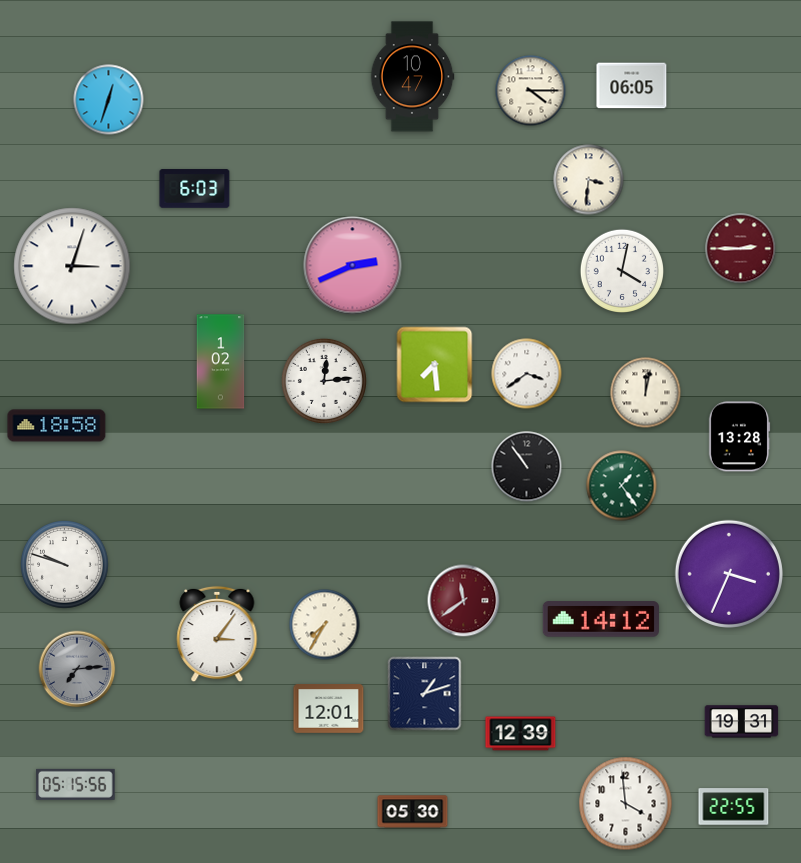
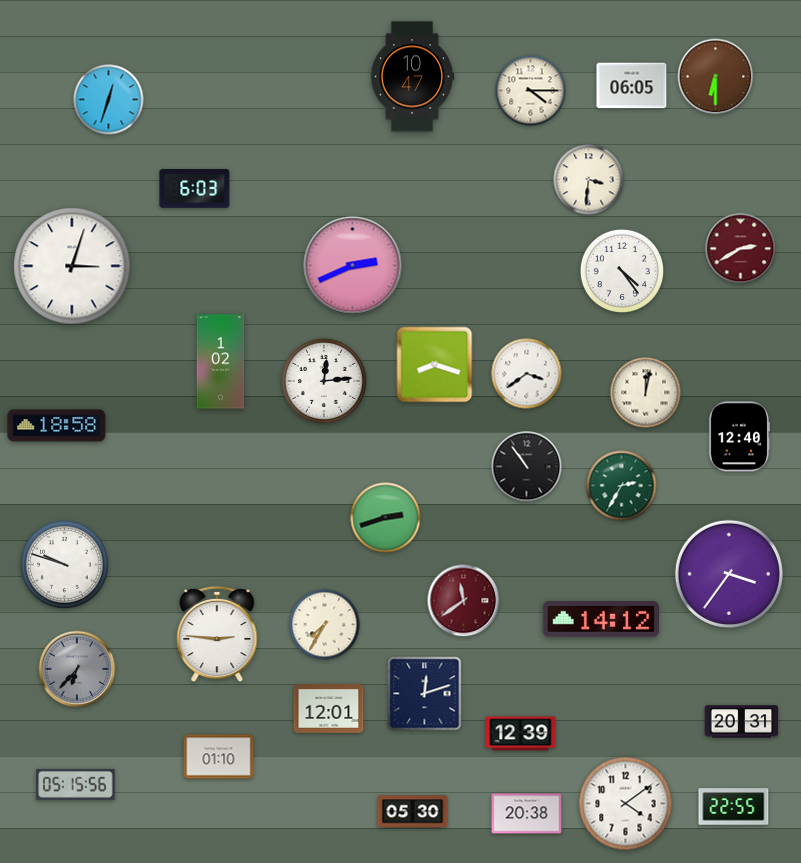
clock at (716, 77): none -> 6:30
clock at (741, 249): 2:45 -> 2:40
clock at (621, 270): 4:02 -> 4:24
clock at (435, 365): 7:29 -> 8:18
clock at (739, 437): 13:28 -> 12:40
clock at (622, 486): 1:24 -> 2:35
clock at (386, 518): none -> 2:42
clock at (729, 574): 3:34 -> 3:36
clock at (217, 634): 3:06 -> 2:46
clock at (77, 669): 7:14 -> 6:37
clock at (425, 694): 1:12 -> 12:12
clock at (742, 722): 19:31 -> 20:31
clock at (219, 757): none -> 01:10
clock at (626, 804): 3:59 -> 4:09
clock at (527, 814): none -> 20:38
